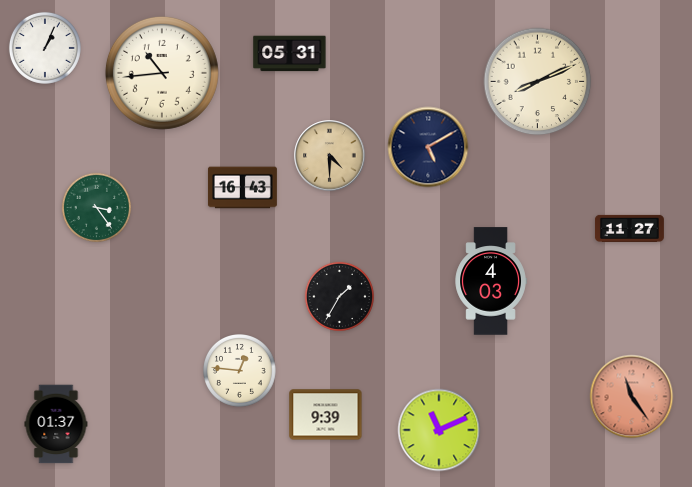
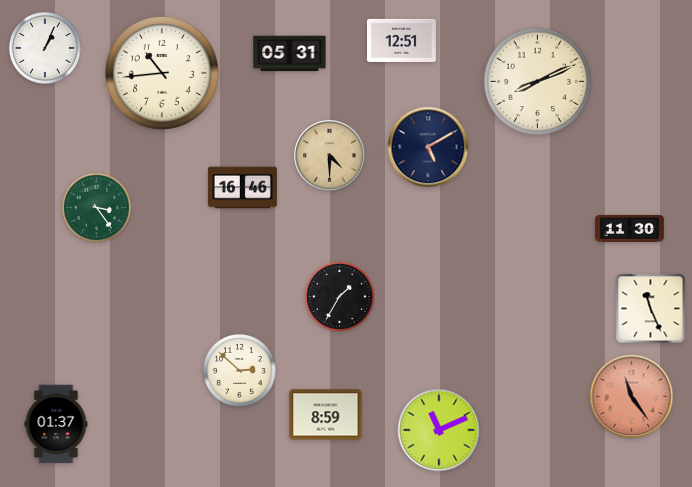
clock at (401, 40): none -> 12:51
clock at (242, 188): 16:43 -> 16:46
clock at (629, 228): 11:27 -> 11:30
clock at (491, 281): 4:03 -> none
clock at (651, 309): none -> 11:26
clock at (240, 371): 12:46 -> 2:52
clock at (326, 415): 9:39 -> 8:59
